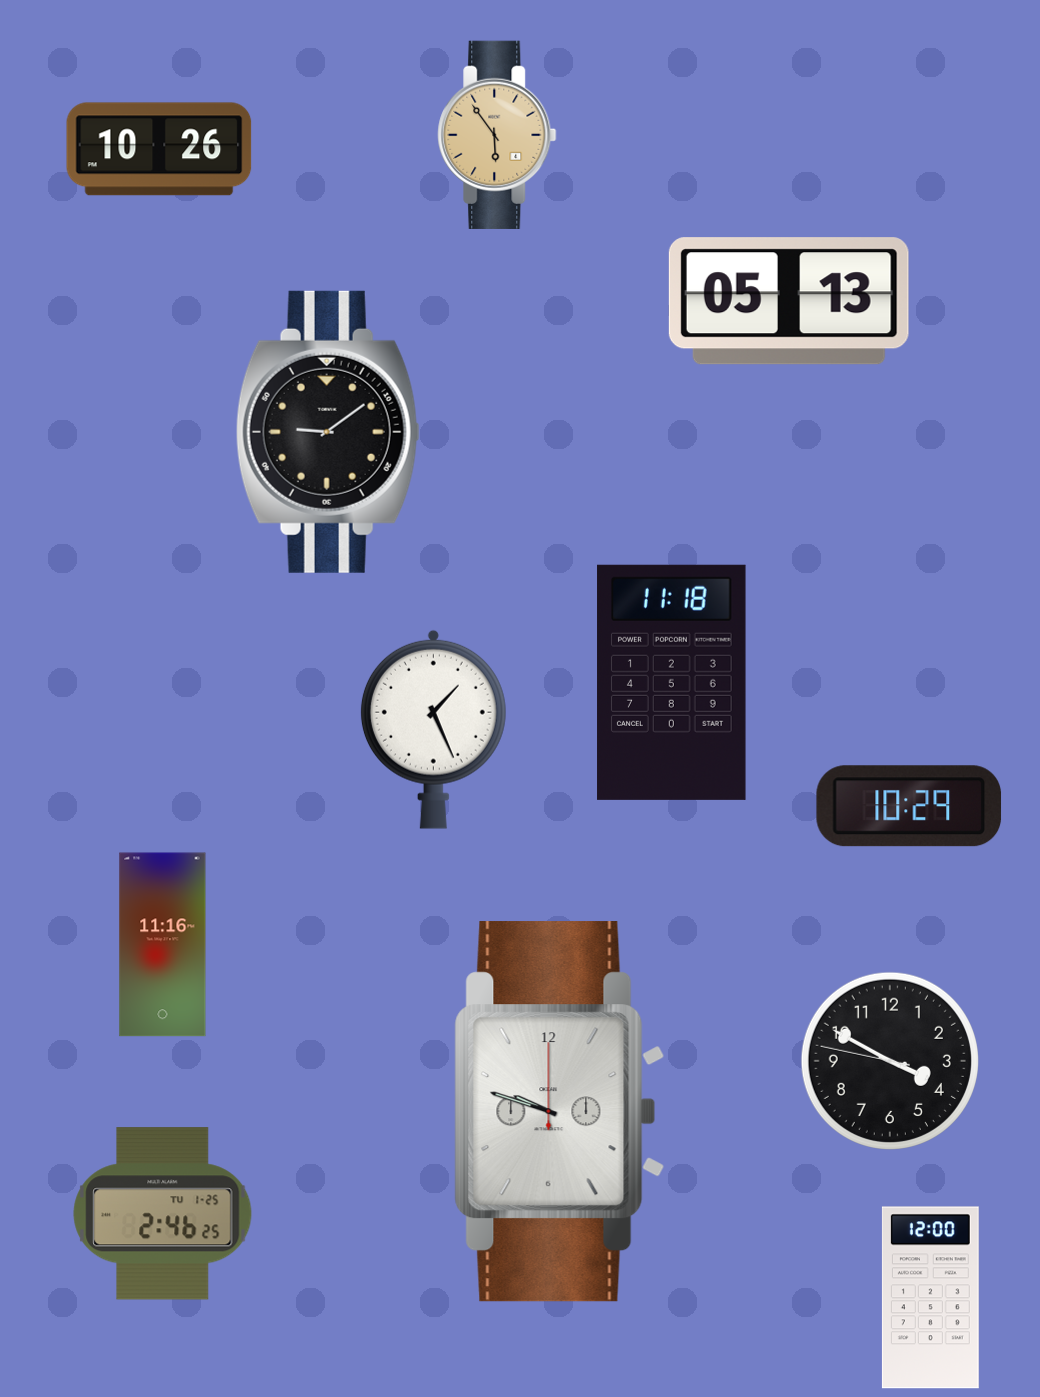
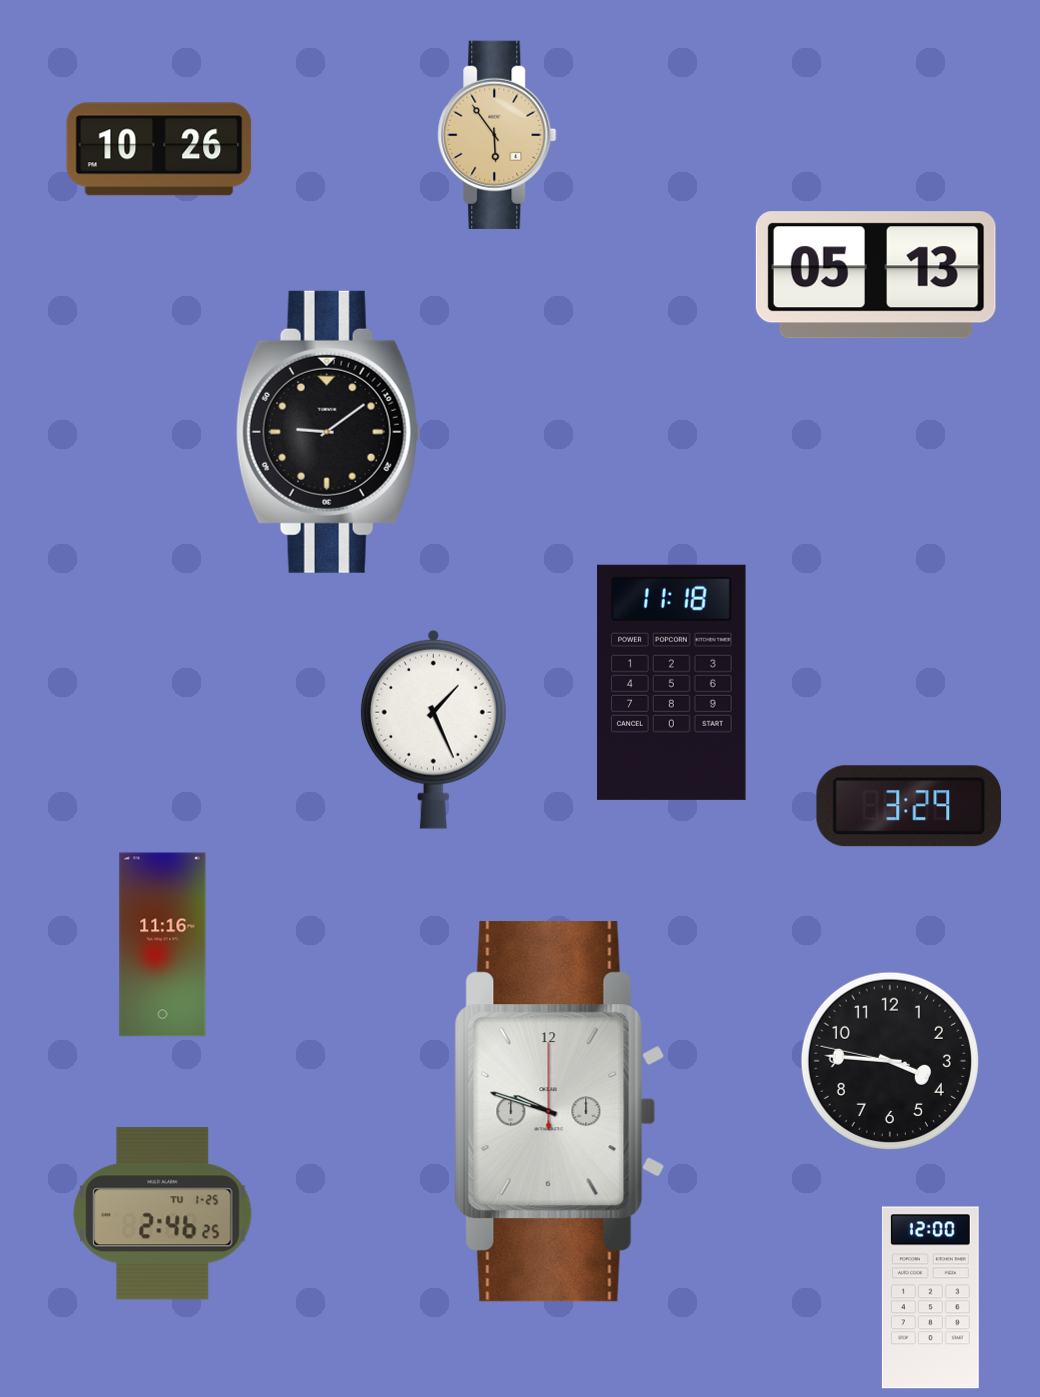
clock at (789, 301) position: (789, 301) -> (876, 275)
clock at (909, 806): 10:29 -> 3:29
clock at (890, 1061): 3:49 -> 3:45
